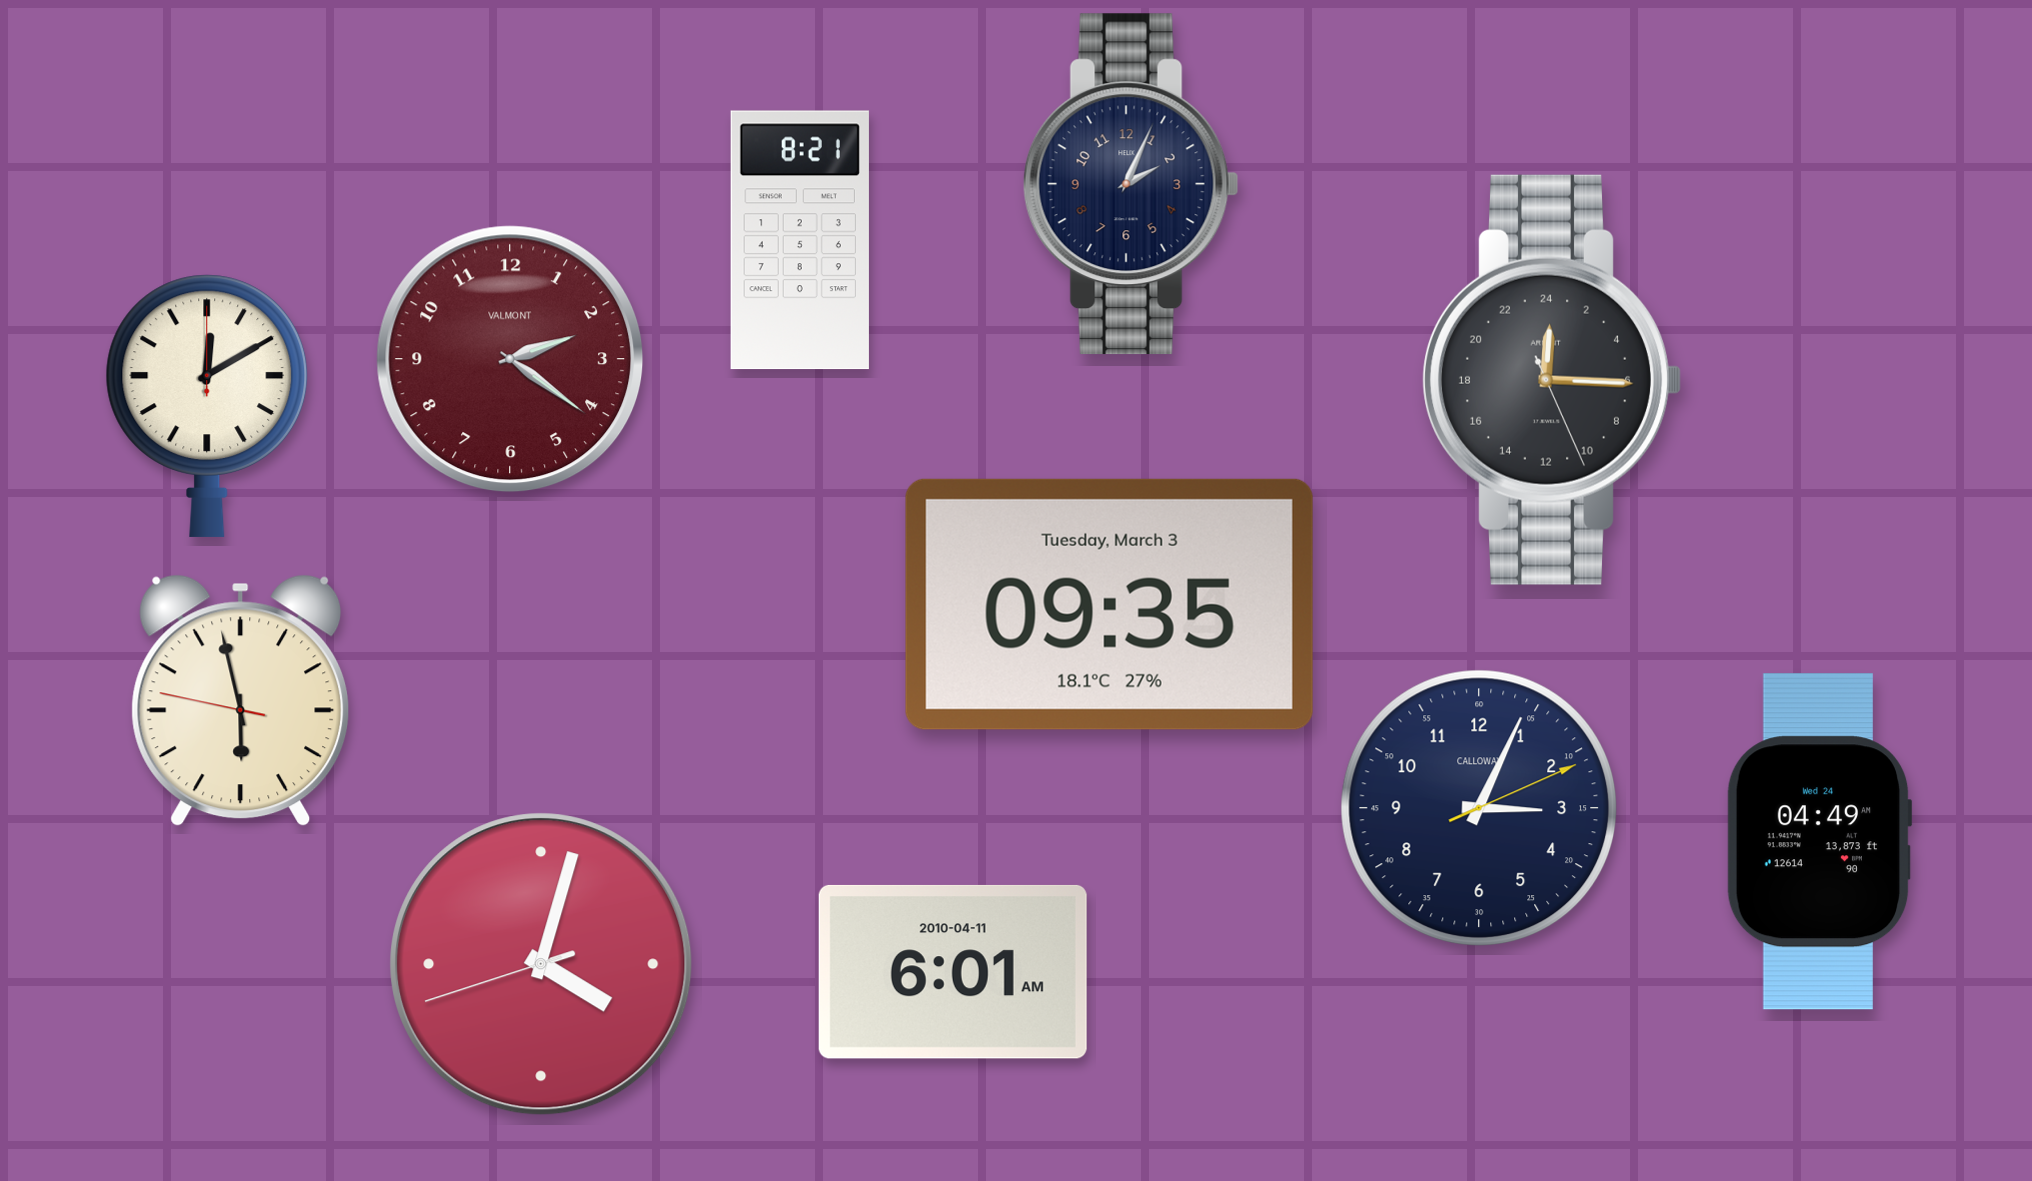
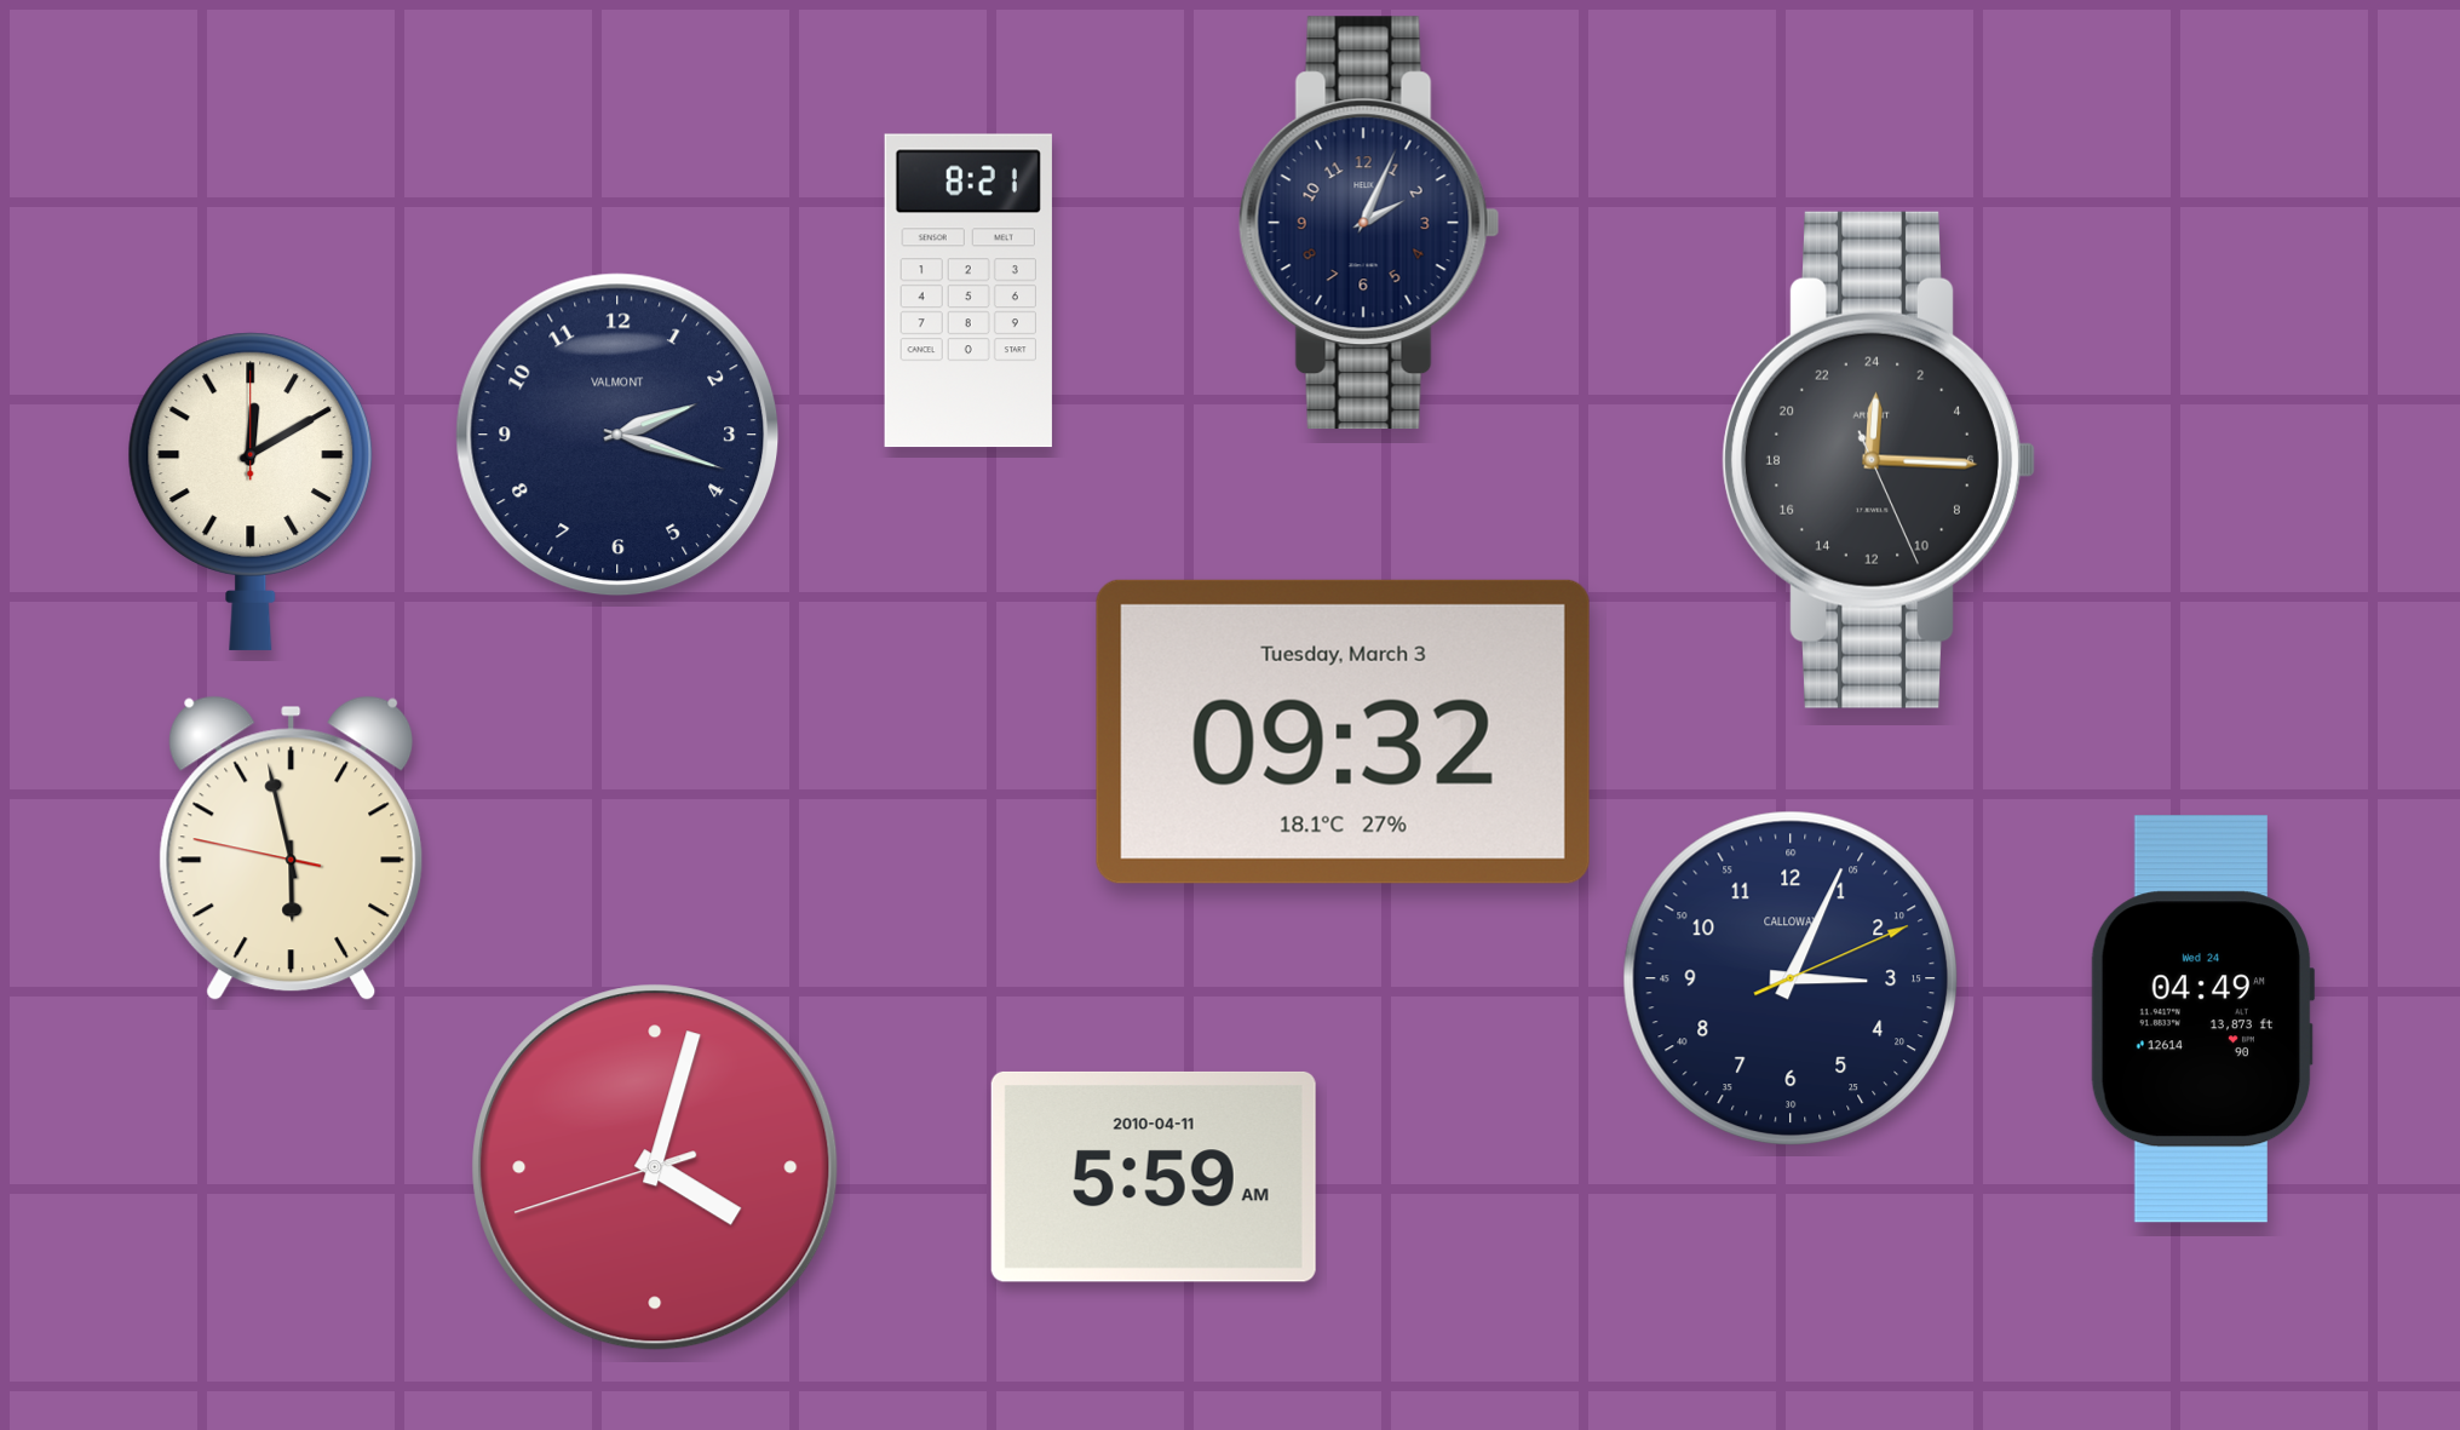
clock at (510, 359): 2:21 -> 2:18
clock at (510, 359) dial: burgundy -> navy
clock at (1109, 604): 09:35 -> 09:32
clock at (953, 972): 6:01 -> 5:59
